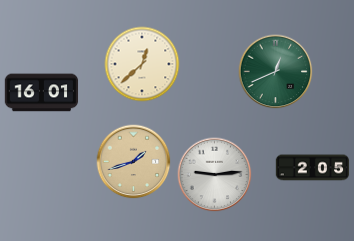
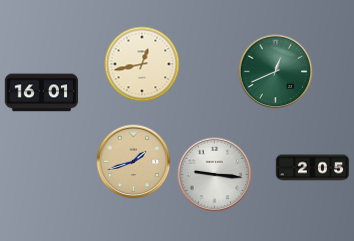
clock at (142, 64): 12:38 -> 12:43
clock at (215, 175): 9:14 -> 9:16
